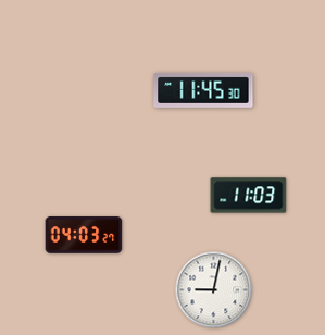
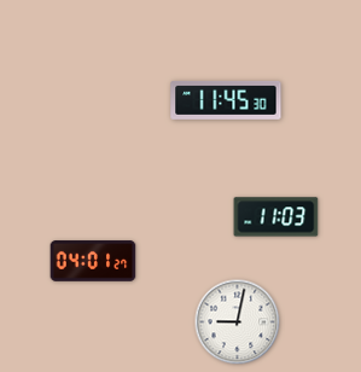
clock at (84, 235): 04:03 -> 04:01
